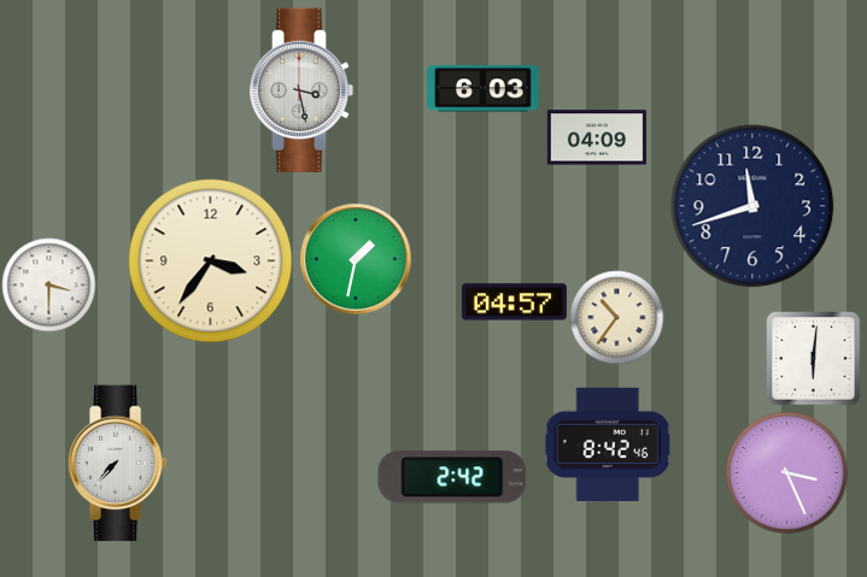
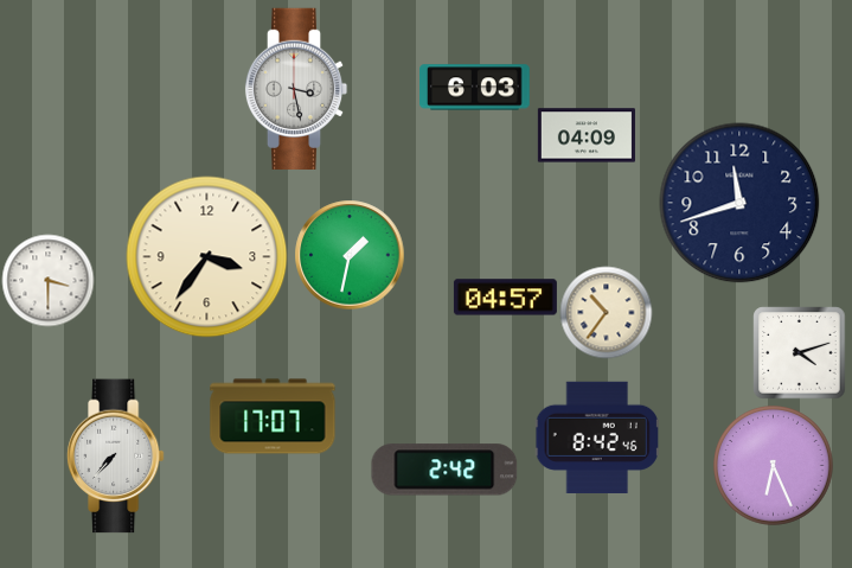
clock at (813, 358): 6:01 -> 4:12
clock at (273, 416): none -> 17:07
clock at (787, 473): 3:26 -> 6:26
